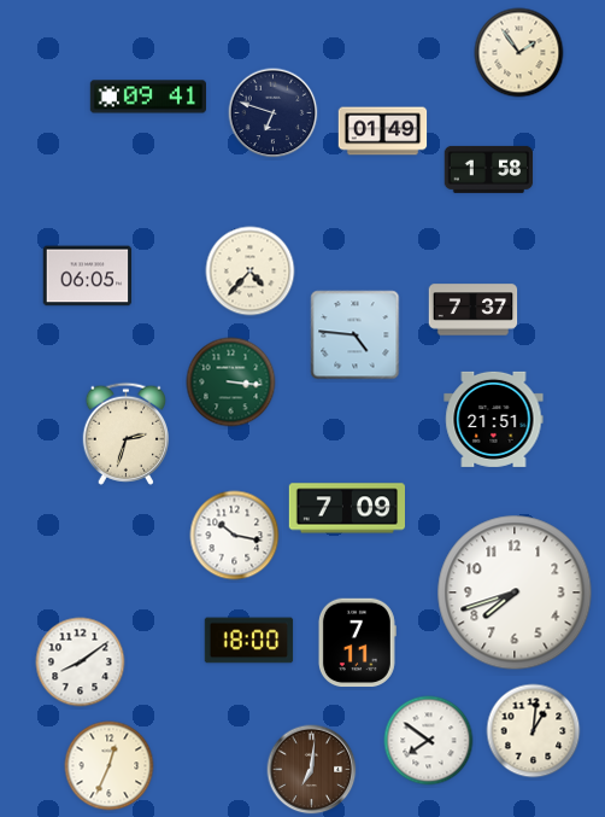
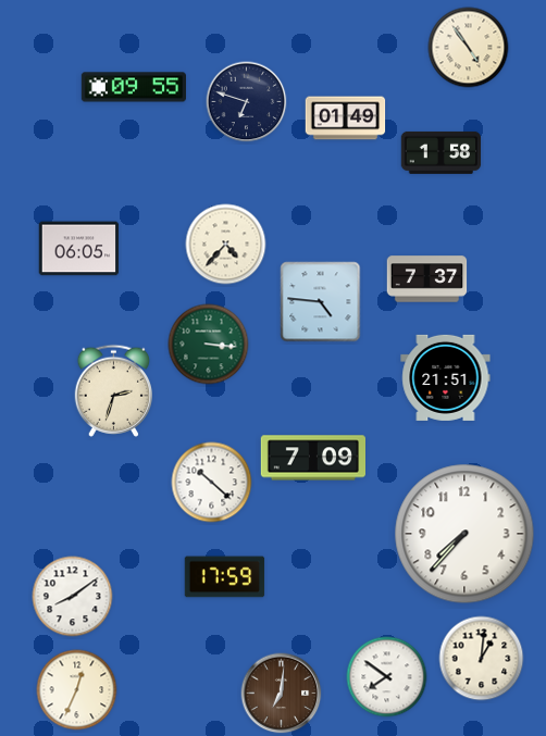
clock at (519, 53): 1:54 -> 4:54
clock at (147, 97): 09:41 -> 09:55
clock at (235, 536): 10:17 -> 10:22
clock at (515, 593): 7:42 -> 7:37
clock at (249, 641): 18:00 -> 17:59
clock at (357, 643): 7:11 -> none
clock at (429, 741) position: (429, 741) -> (387, 677)
clock at (110, 766) position: (110, 766) -> (77, 690)
